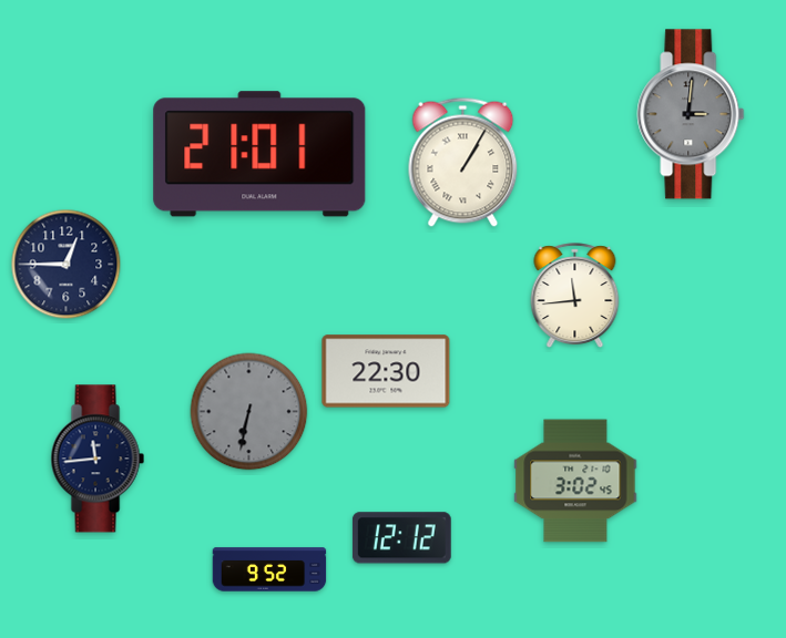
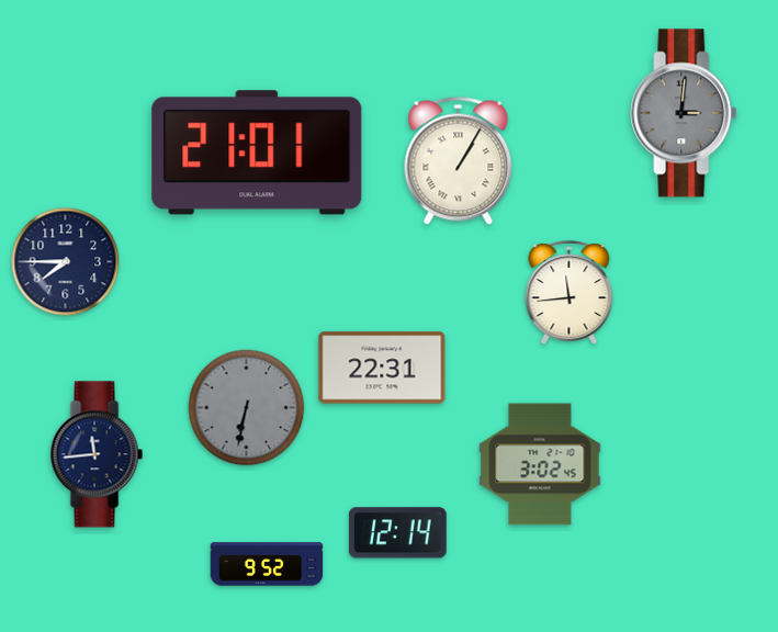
clock at (67, 265): 12:45 -> 7:45
clock at (386, 371): 22:30 -> 22:31
clock at (575, 481) position: (575, 481) -> (540, 464)
clock at (401, 538): 12:12 -> 12:14
